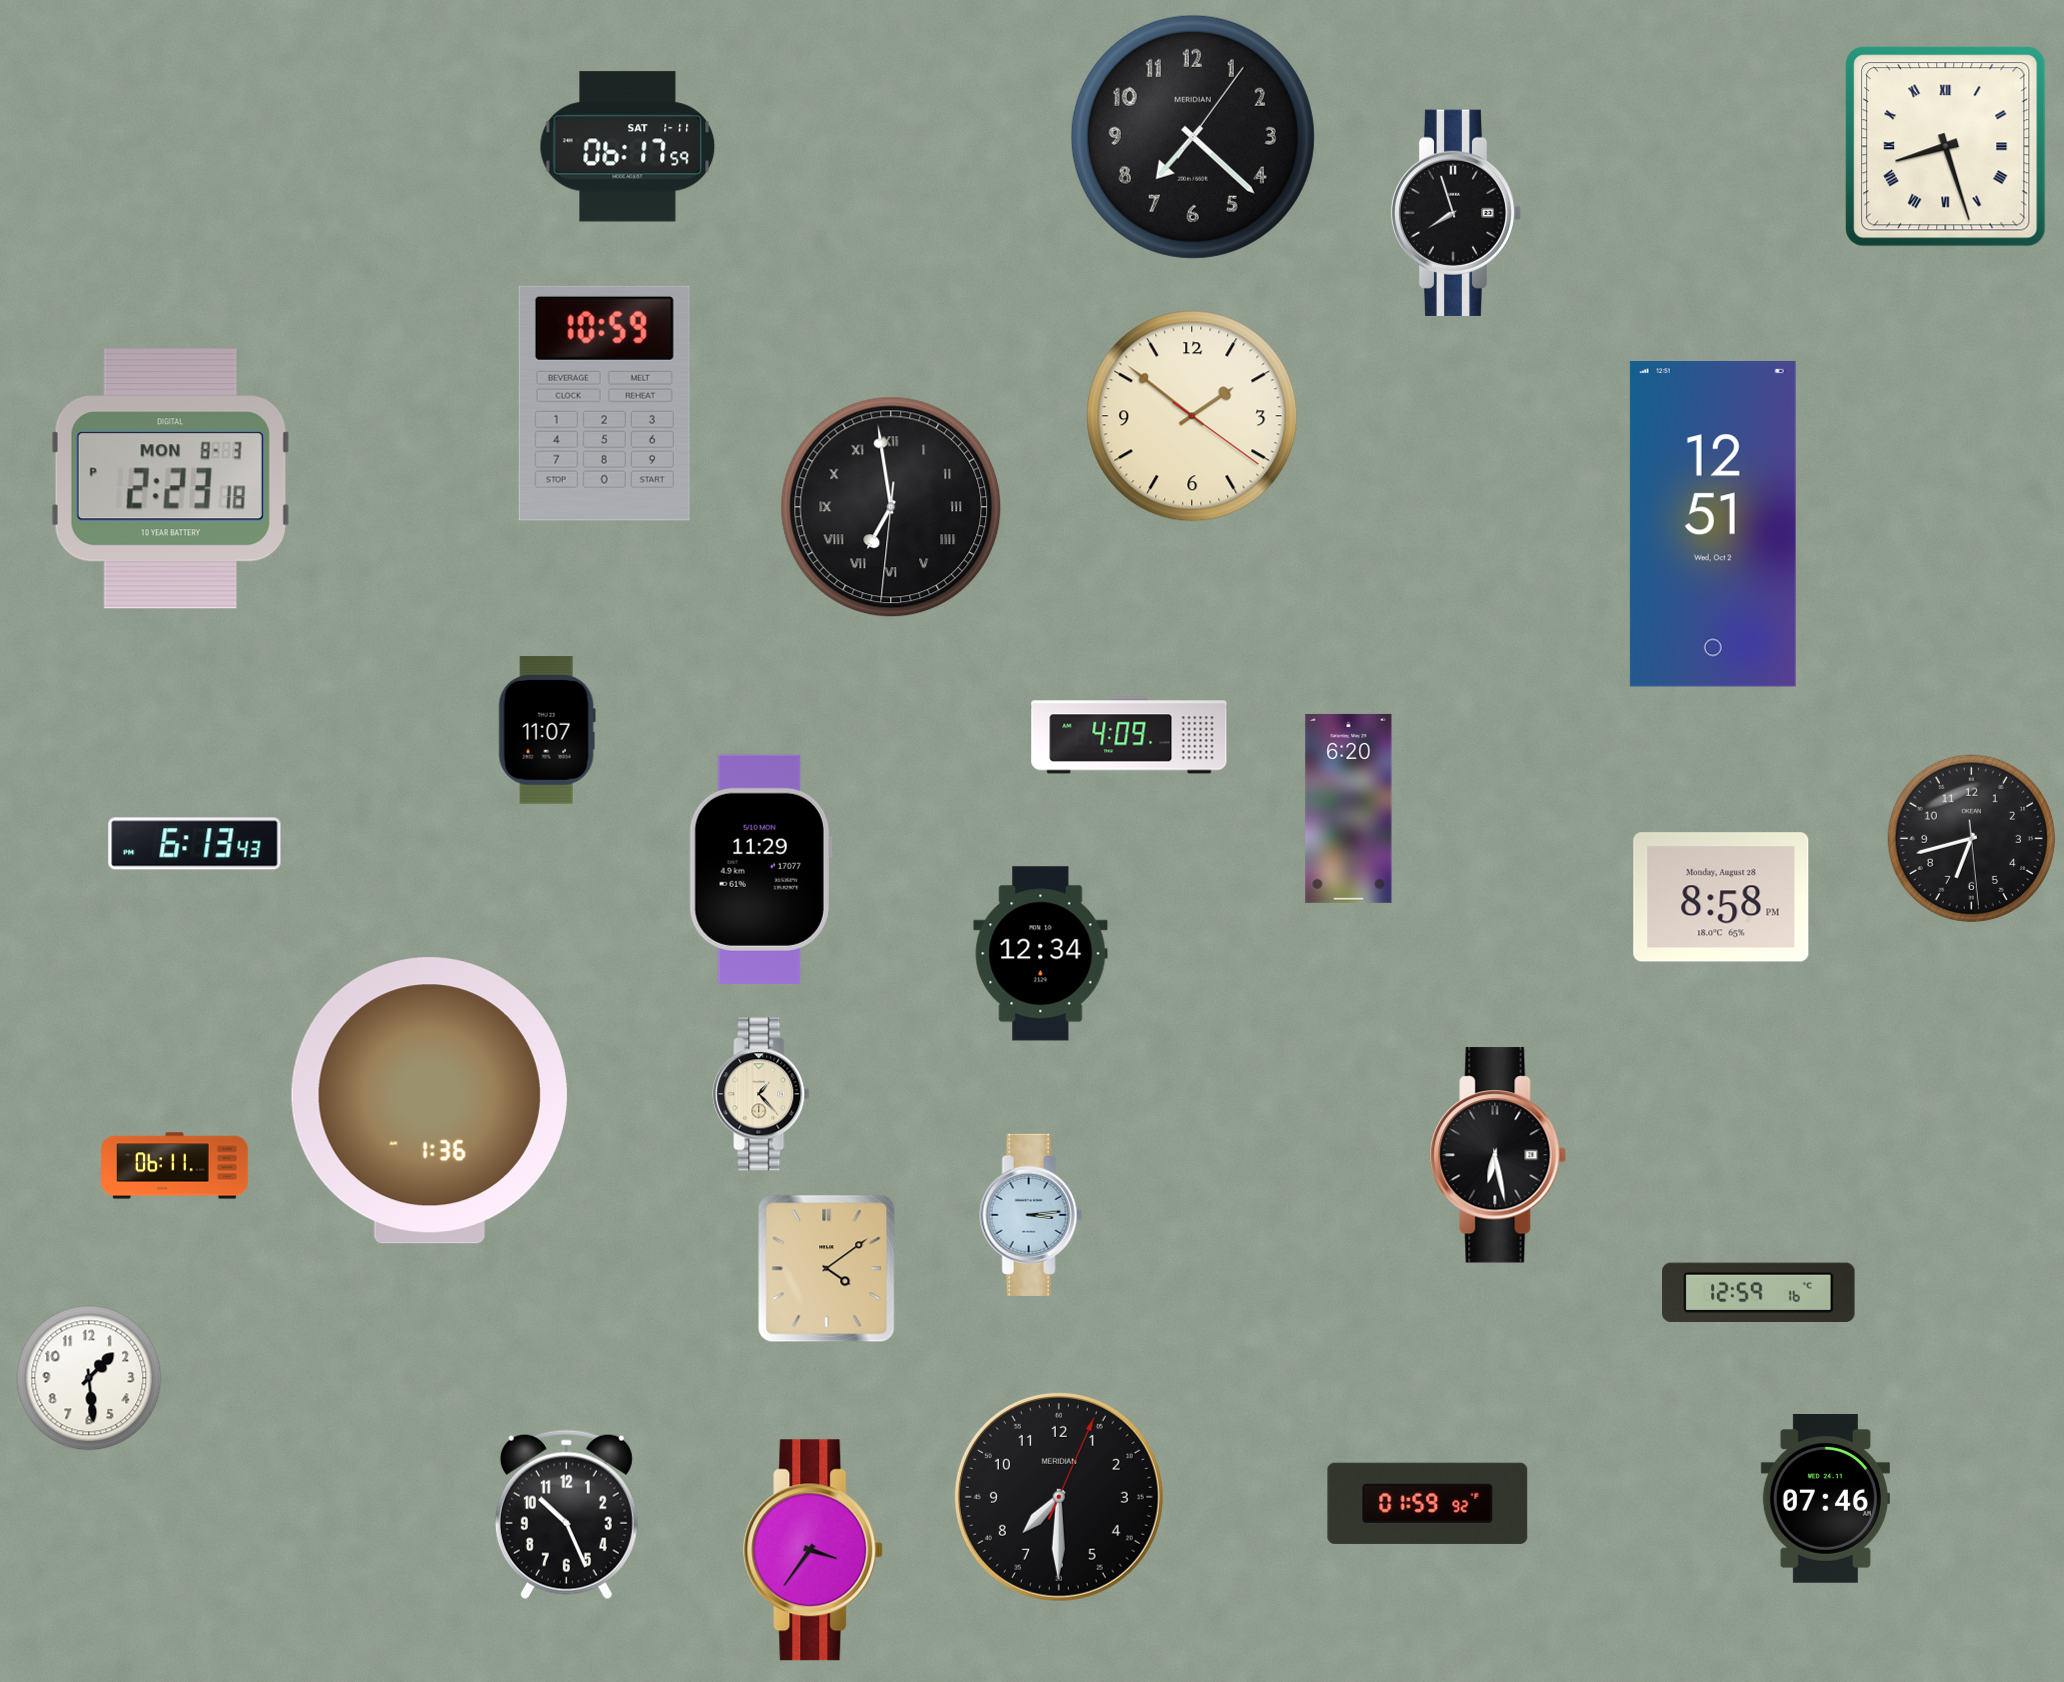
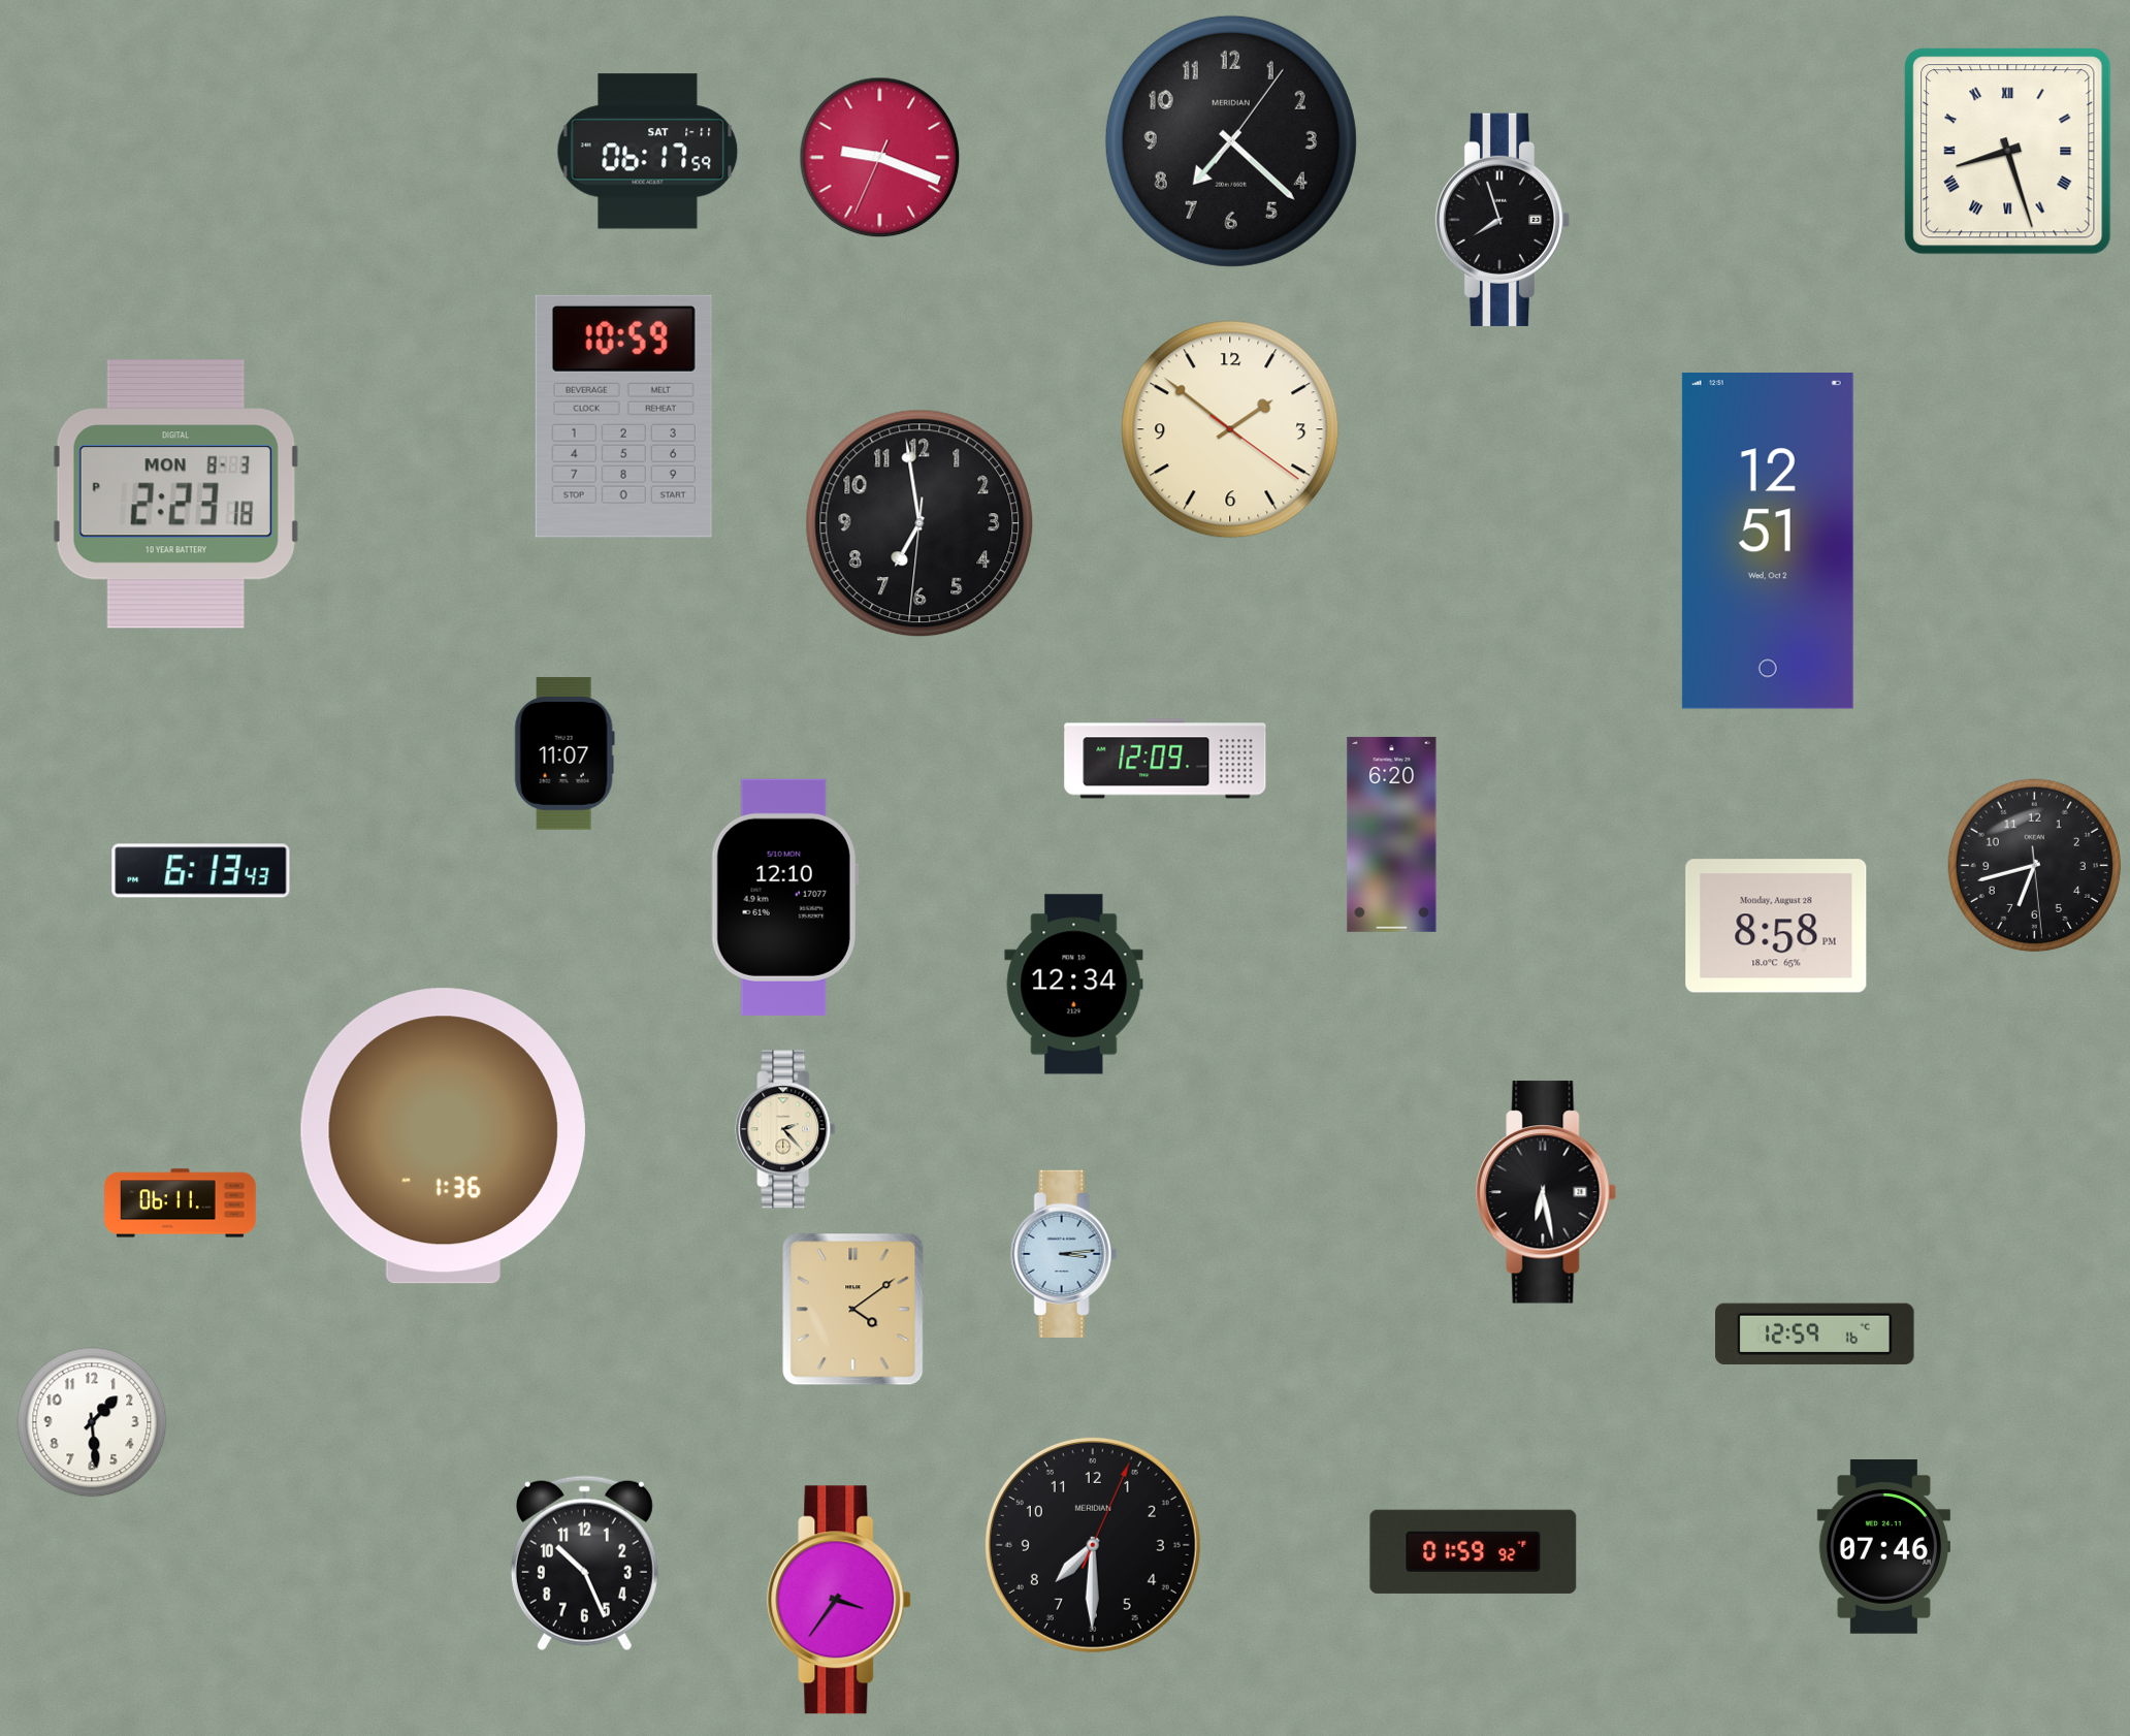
clock at (880, 158): none -> 9:18
clock at (891, 507) numerals: Roman -> Arabic
clock at (1129, 735): 4:09 -> 12:09
clock at (760, 869): 11:29 -> 12:10
clock at (761, 1094): 1:23 -> 2:23
